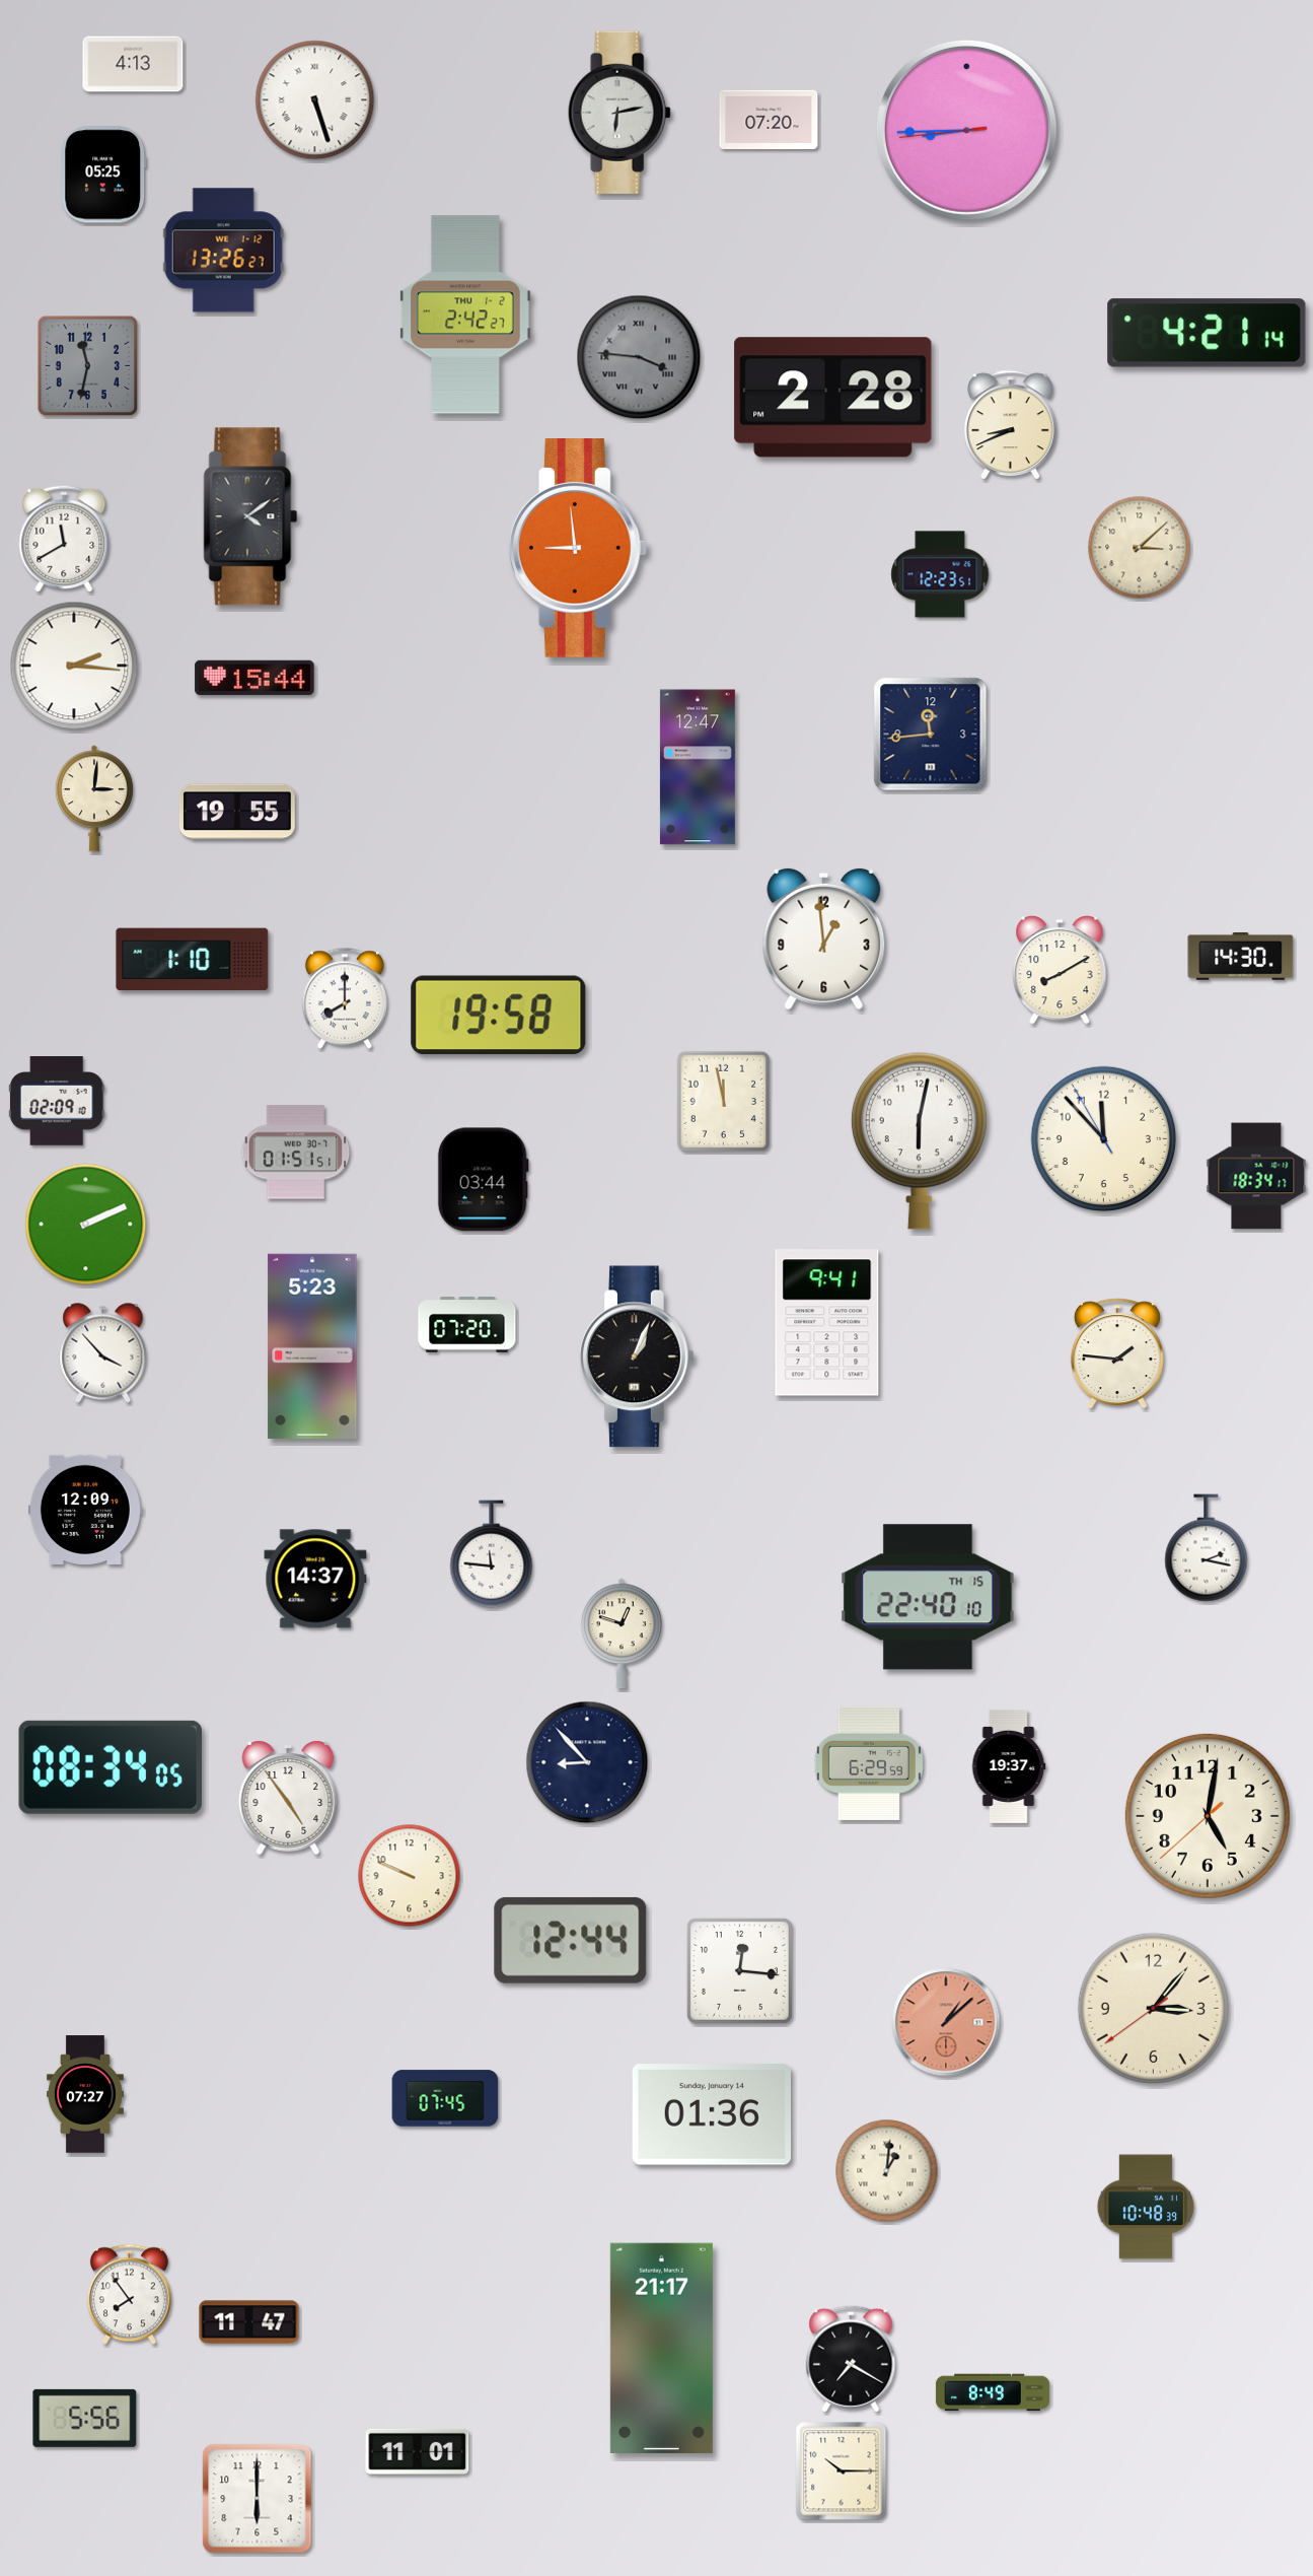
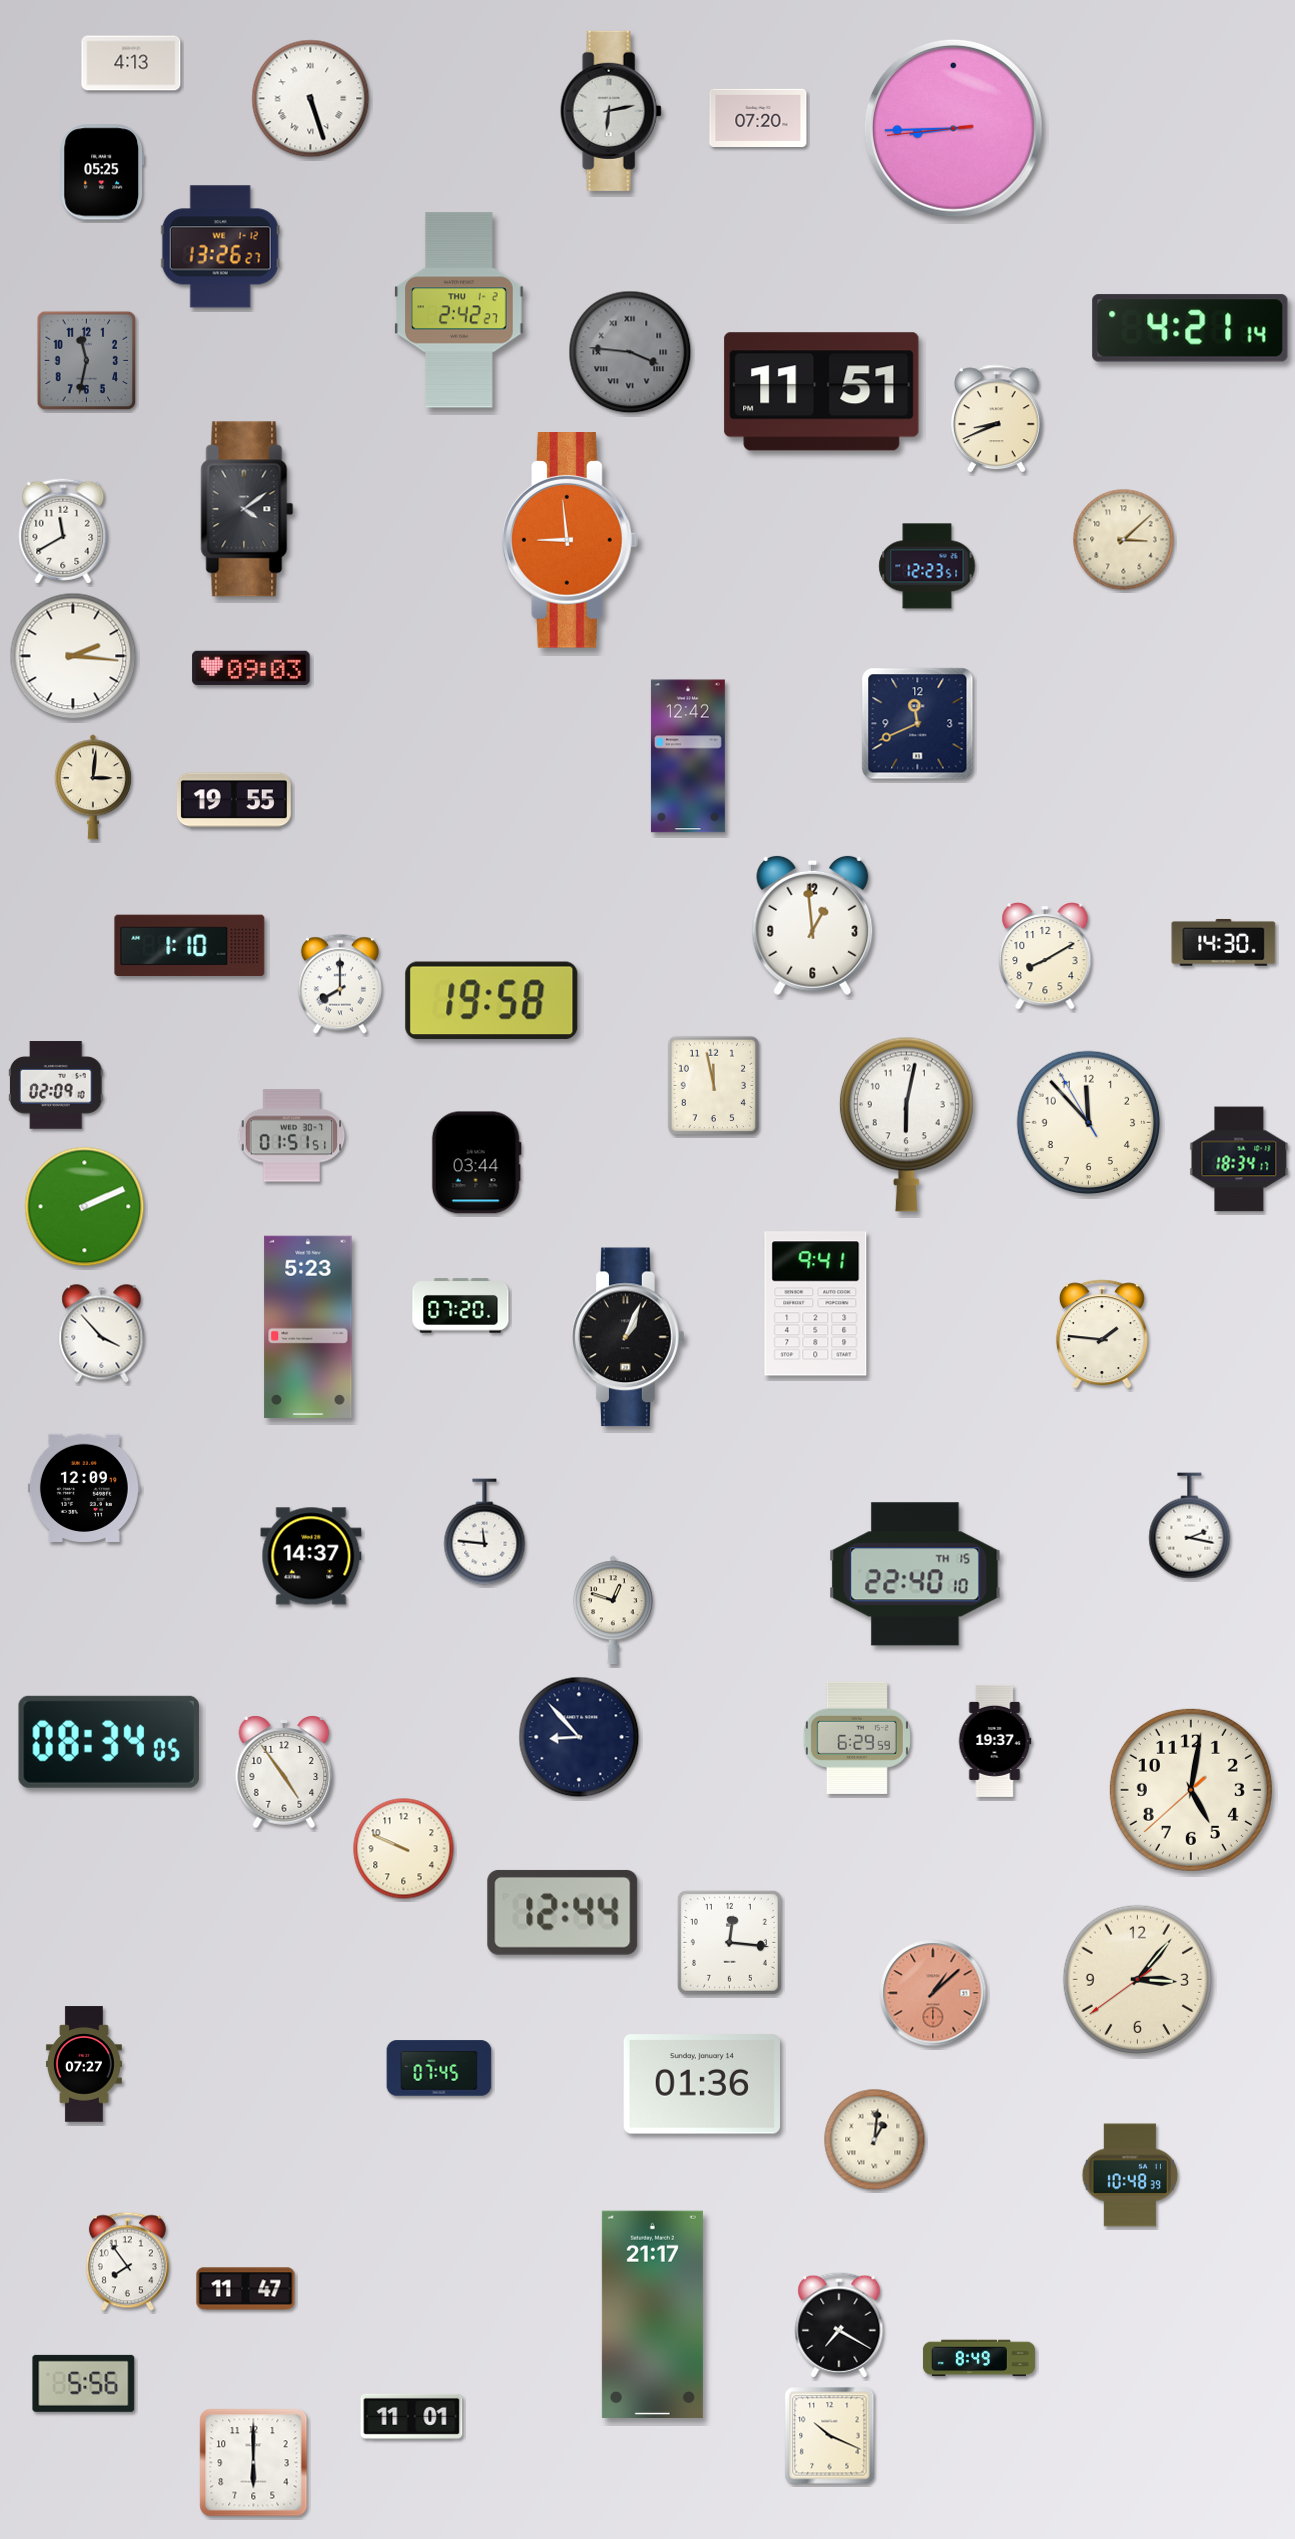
clock at (833, 398): 2:28 -> 11:51
clock at (254, 678): 15:44 -> 09:03
clock at (931, 735): 11:44 -> 11:41
clock at (698, 767): 12:47 -> 12:42
clock at (842, 2471): 10:15 -> 10:19
